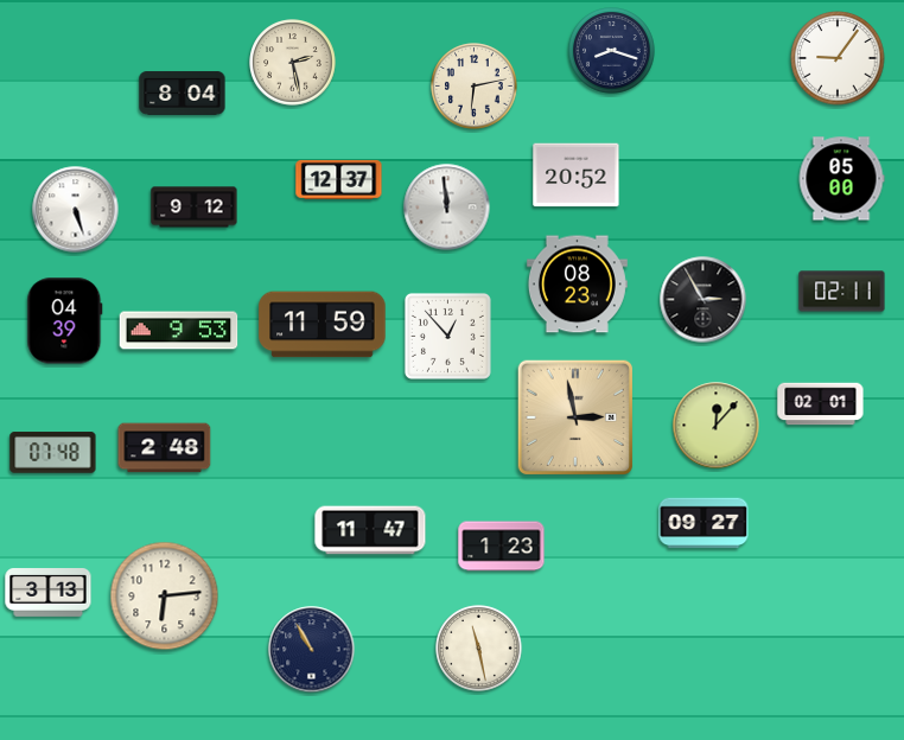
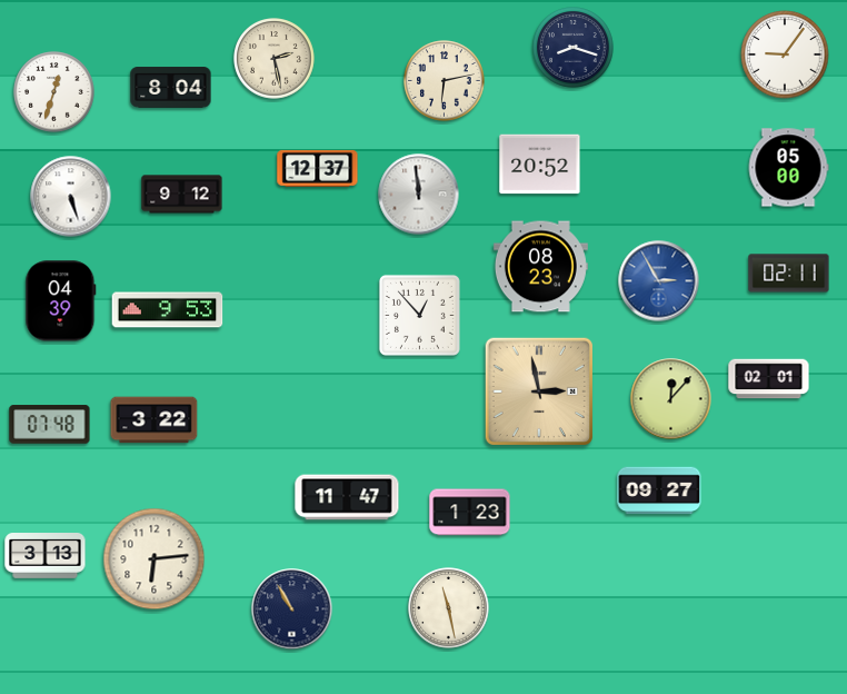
clock at (54, 92): none -> 12:33
clock at (704, 300) dial: black -> blue
clock at (323, 325): 11:59 -> none
clock at (165, 448): 2:48 -> 3:22
